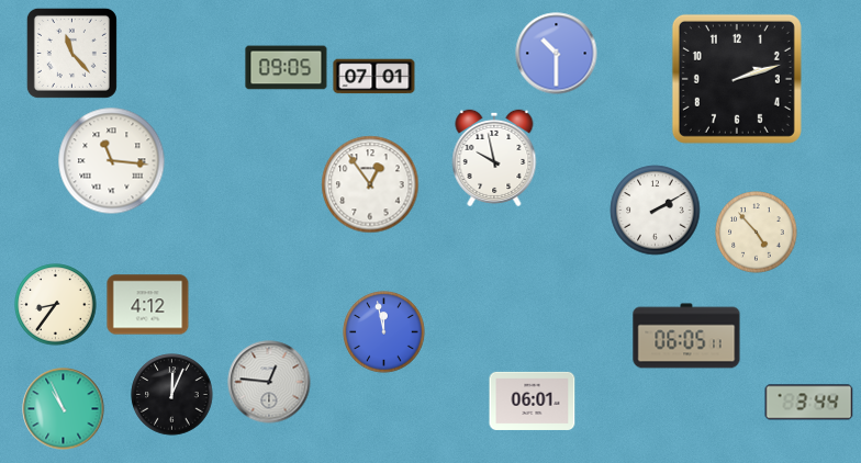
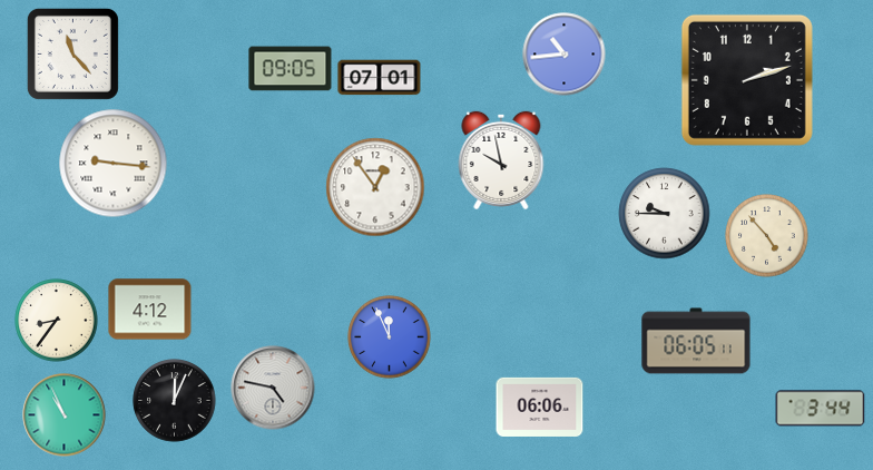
clock at (557, 54): 10:30 -> 10:44
clock at (112, 161): 11:16 -> 9:16
clock at (656, 211): 2:10 -> 9:45
clock at (56, 305) position: (56, 305) -> (57, 321)
clock at (384, 332): 11:58 -> 11:56
clock at (269, 382): 12:46 -> 4:47
clock at (533, 400): 06:01 -> 06:06
